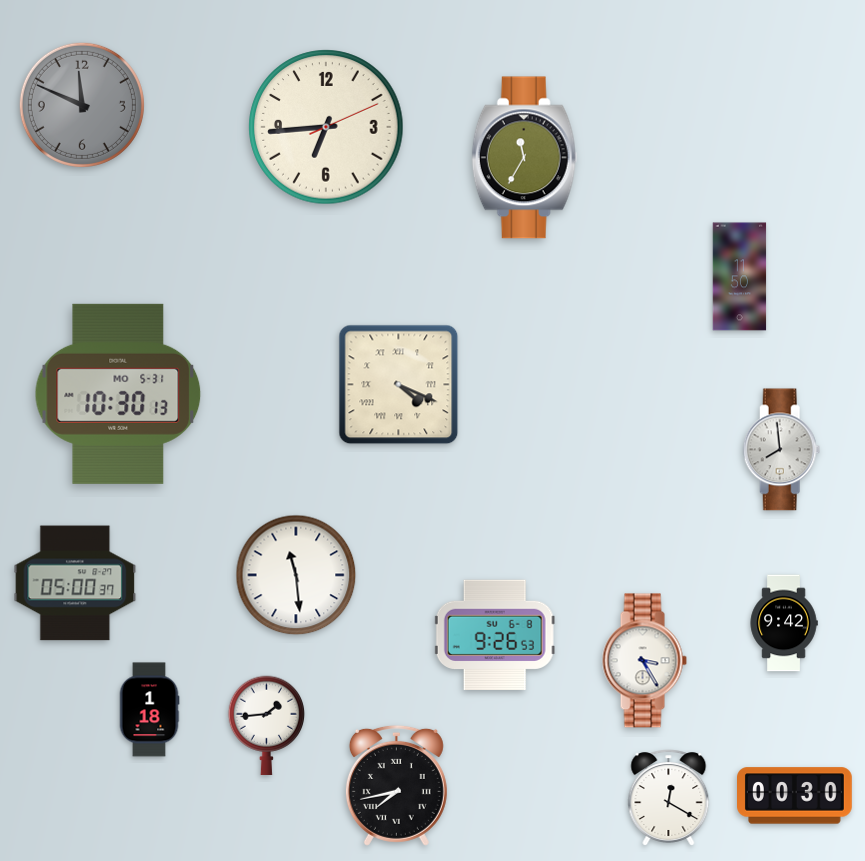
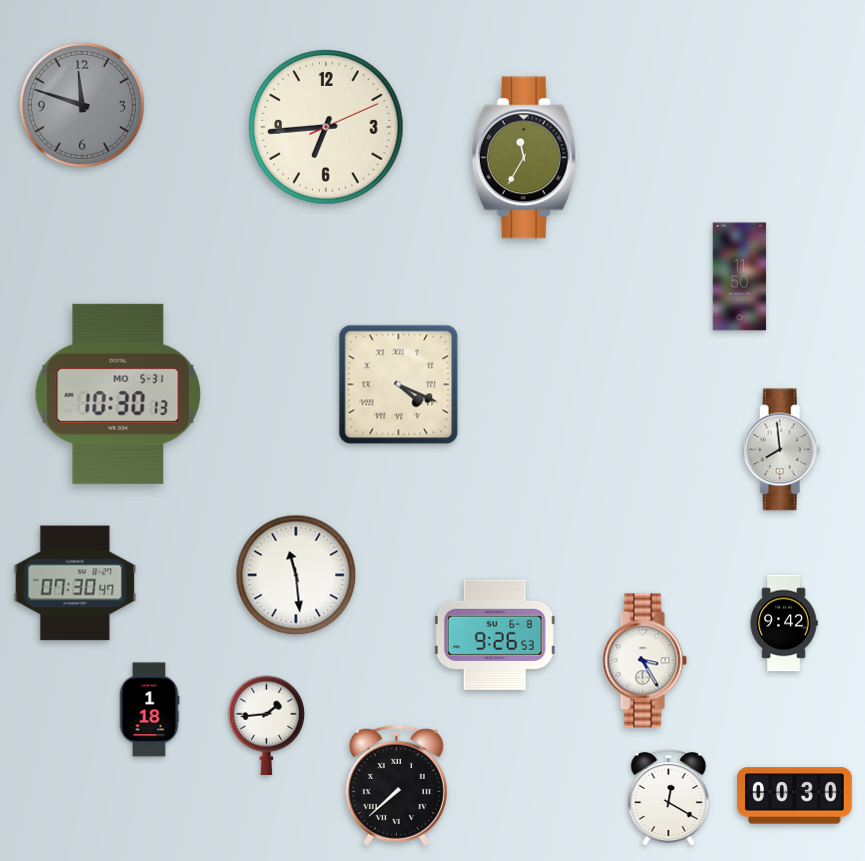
clock at (82, 105): 11:49 -> 11:48
clock at (75, 583): 05:00 -> 07:30
clock at (396, 785): 7:43 -> 7:38
